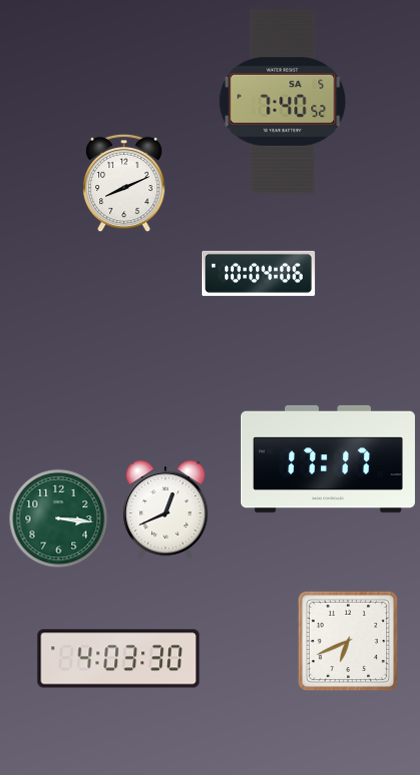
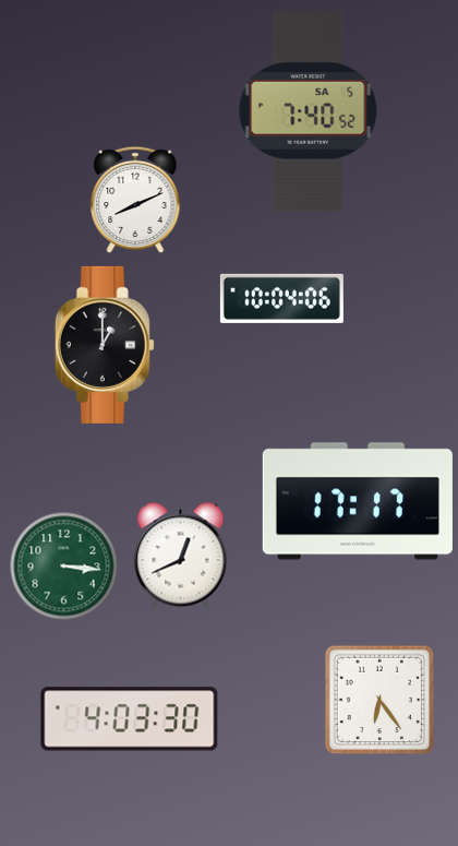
clock at (105, 345): none -> 1:00
clock at (348, 641): 6:41 -> 6:24
